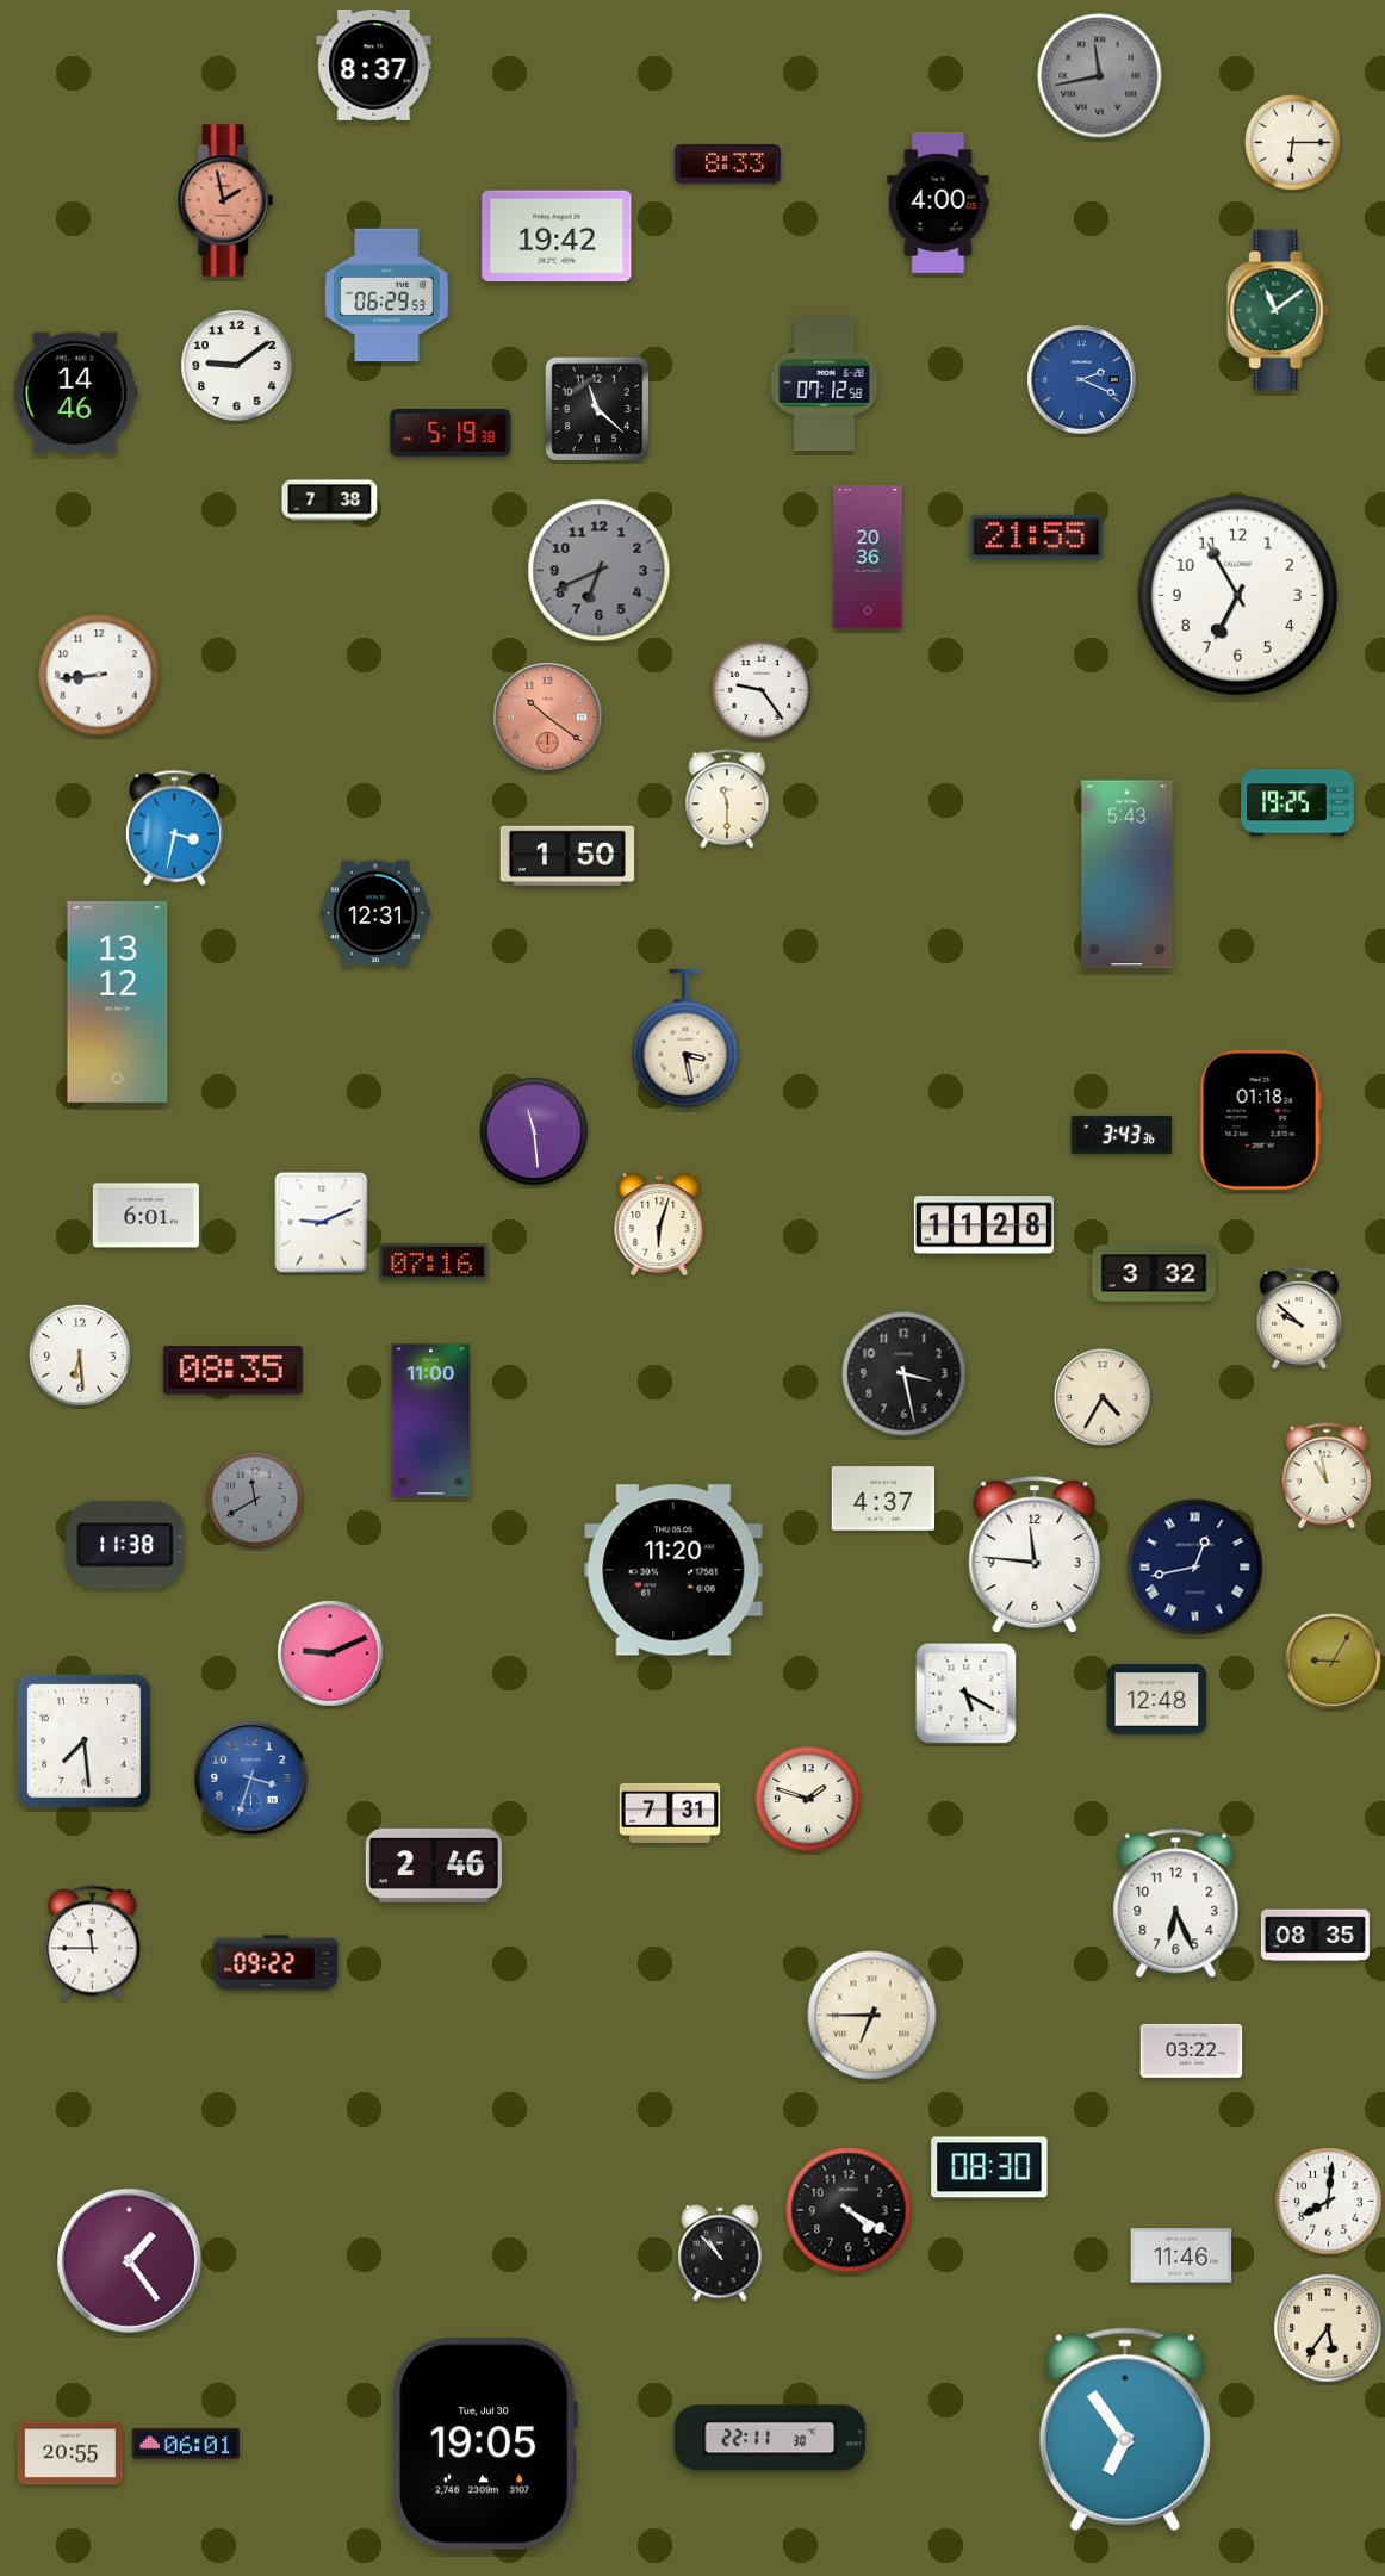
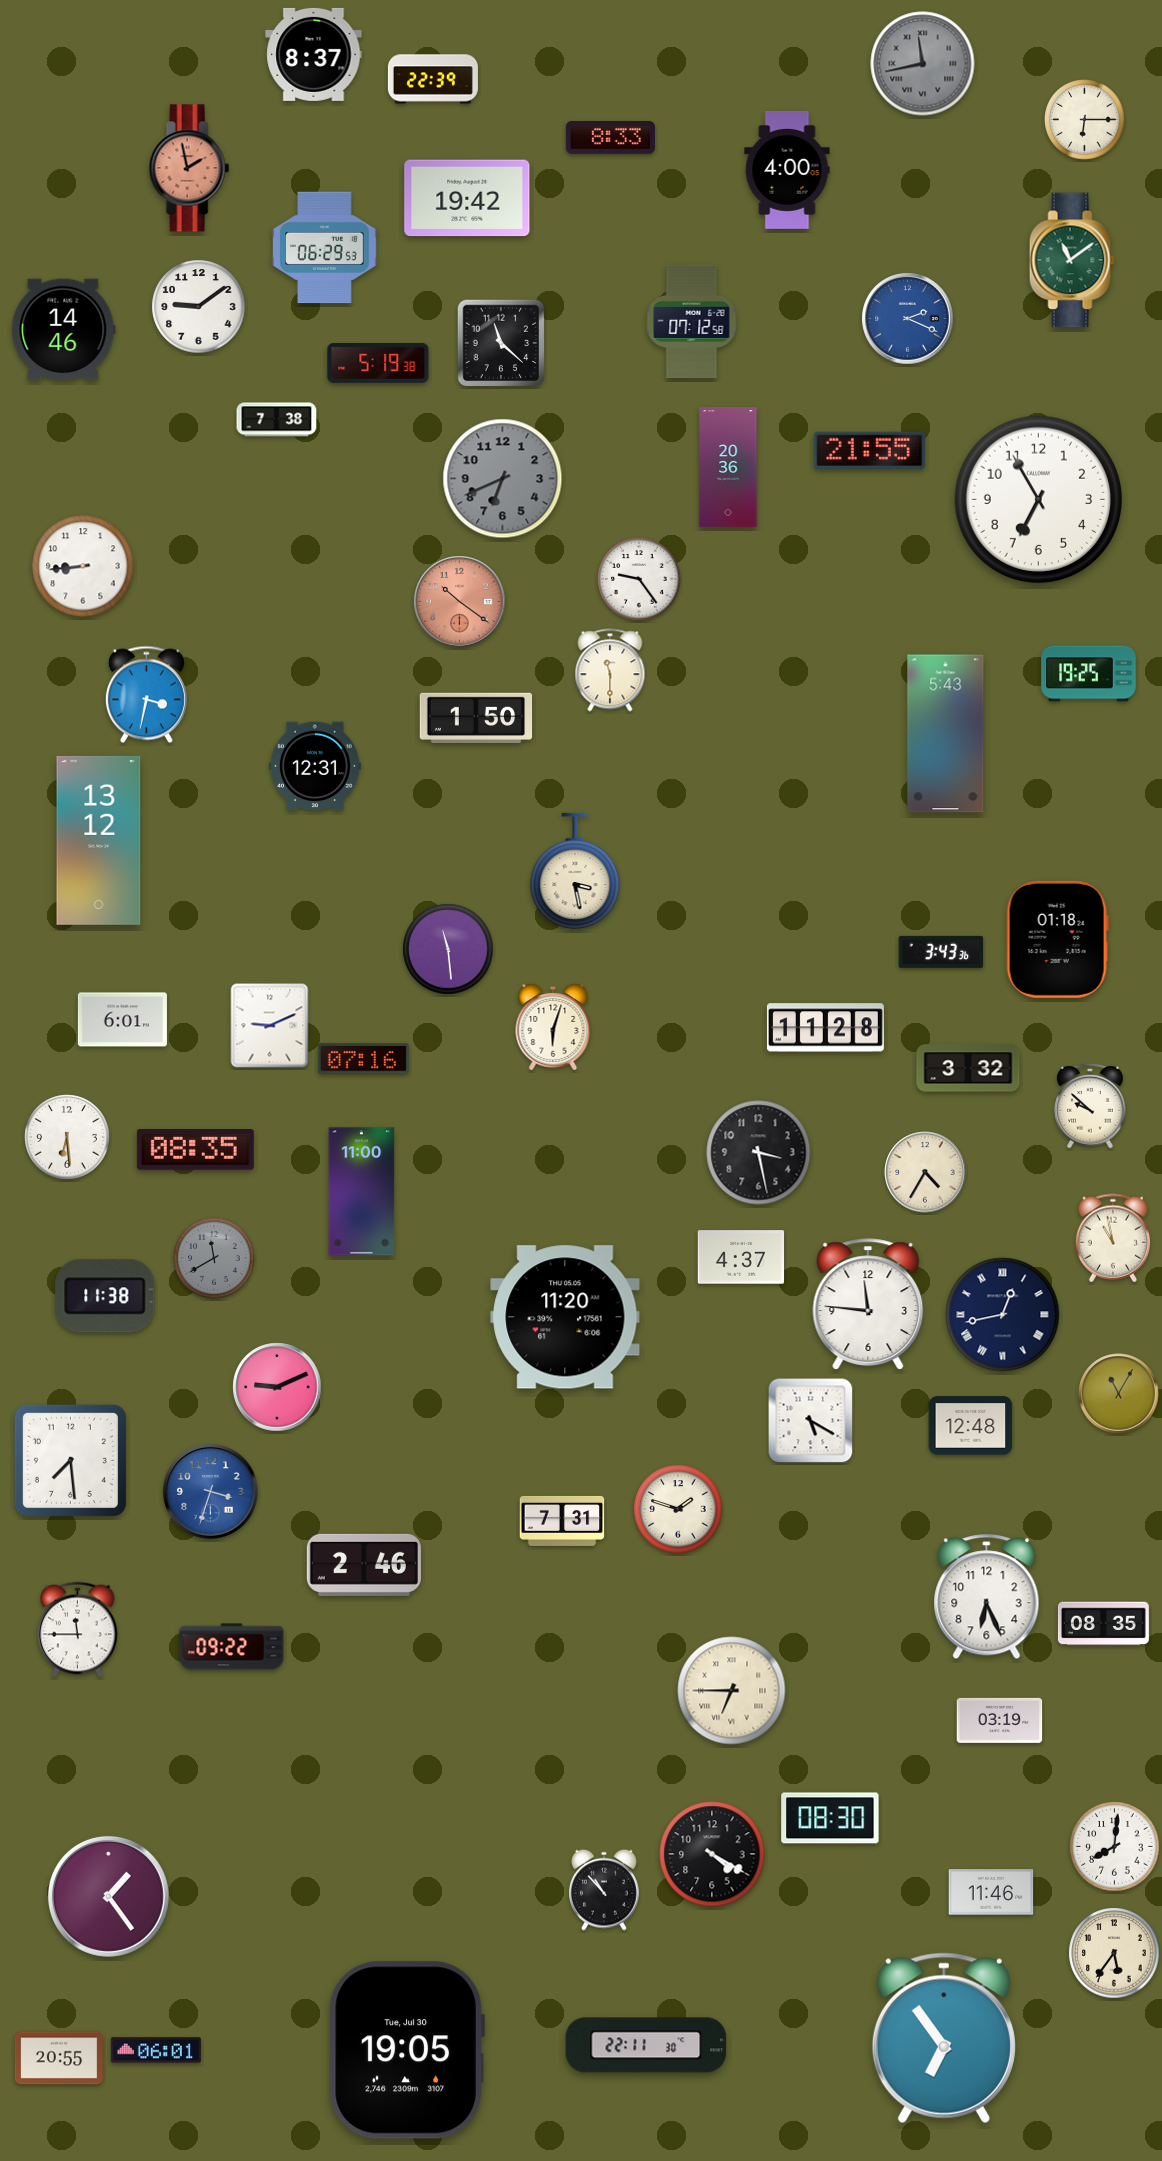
clock at (433, 79): none -> 22:39
clock at (1334, 1662): 9:05 -> 11:05
clock at (1192, 2050): 03:22 -> 03:19
